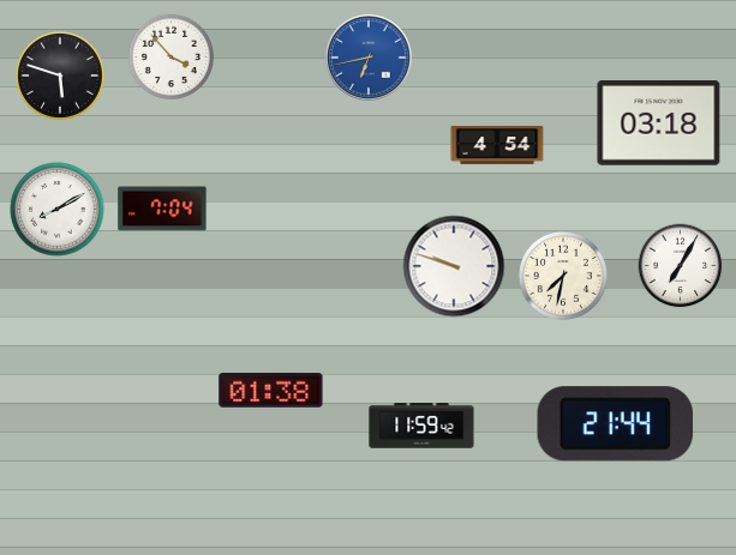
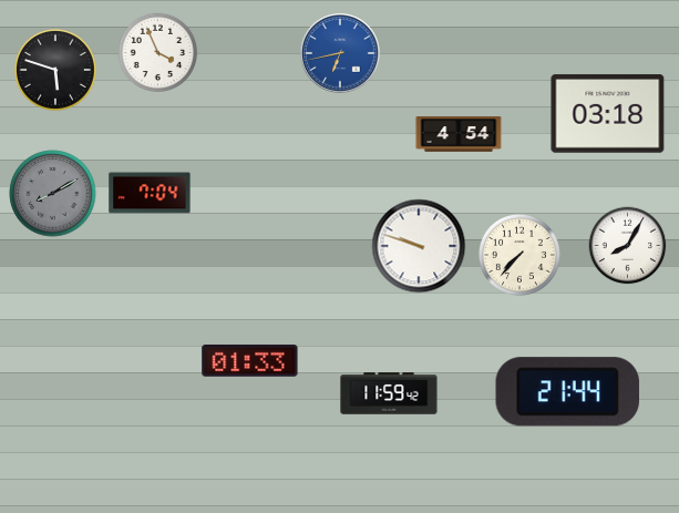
clock at (170, 56): 3:53 -> 3:56
clock at (58, 210) dial: white -> grey
clock at (681, 266): 7:05 -> 8:05
clock at (563, 276): 7:32 -> 7:37
clock at (271, 391): 01:38 -> 01:33
